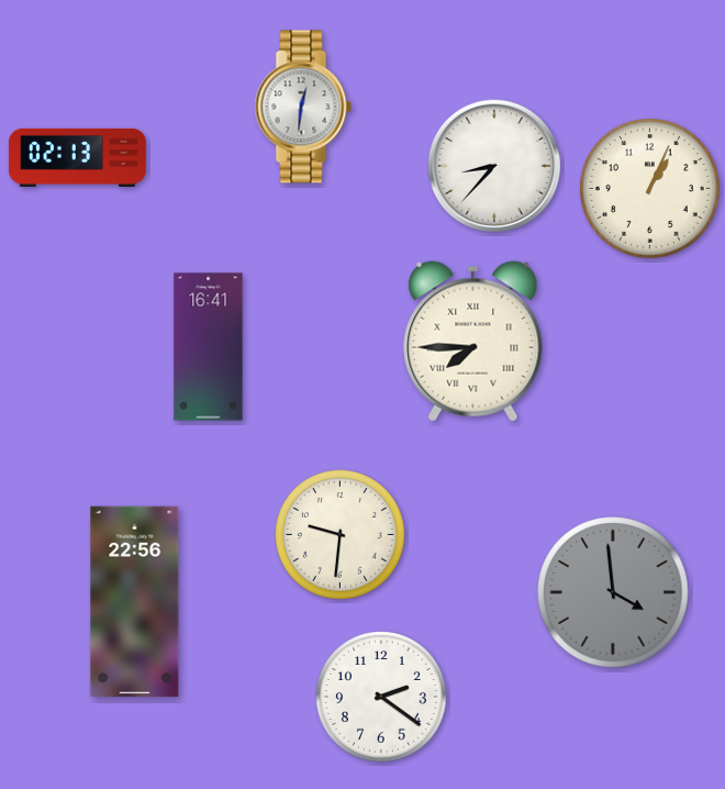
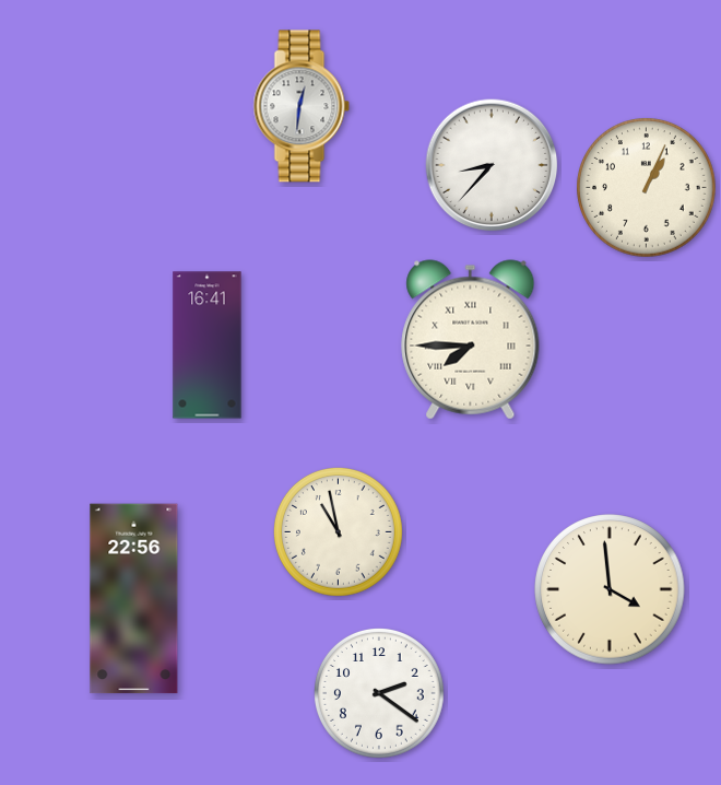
clock at (77, 157): 02:13 -> none
clock at (341, 535): 9:31 -> 10:58
clock at (613, 592) dial: grey -> cream
